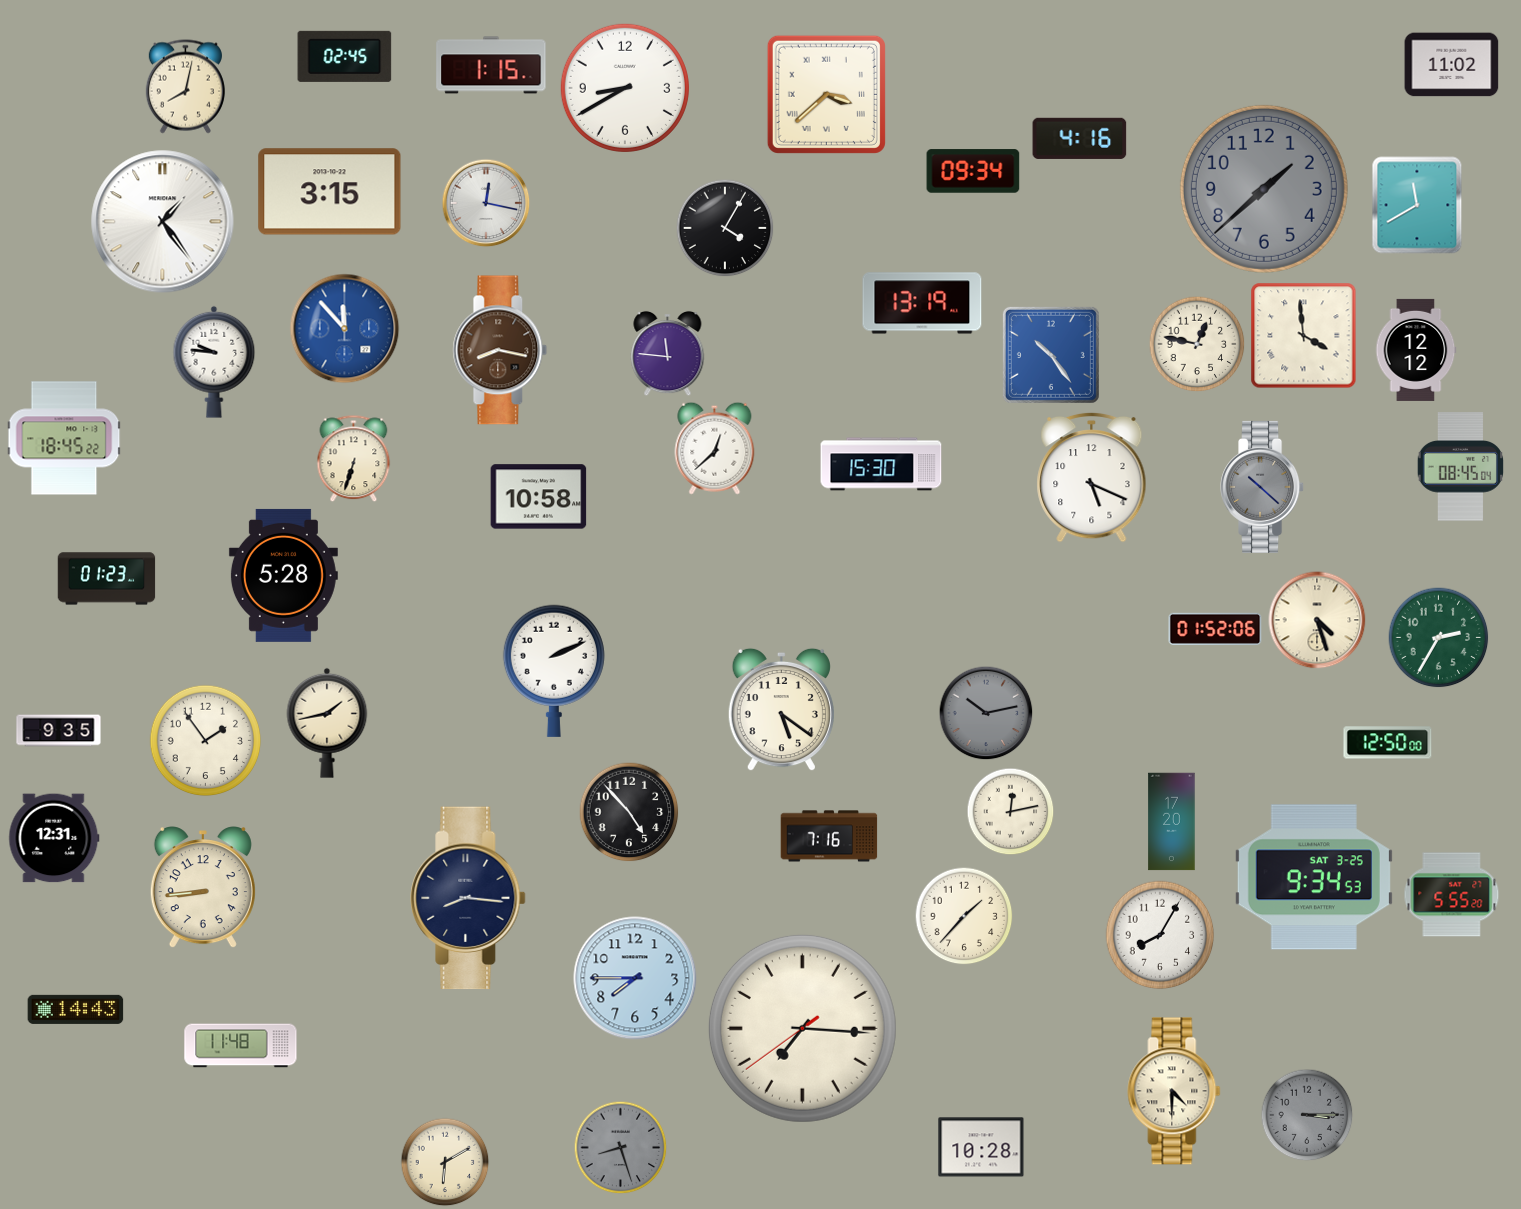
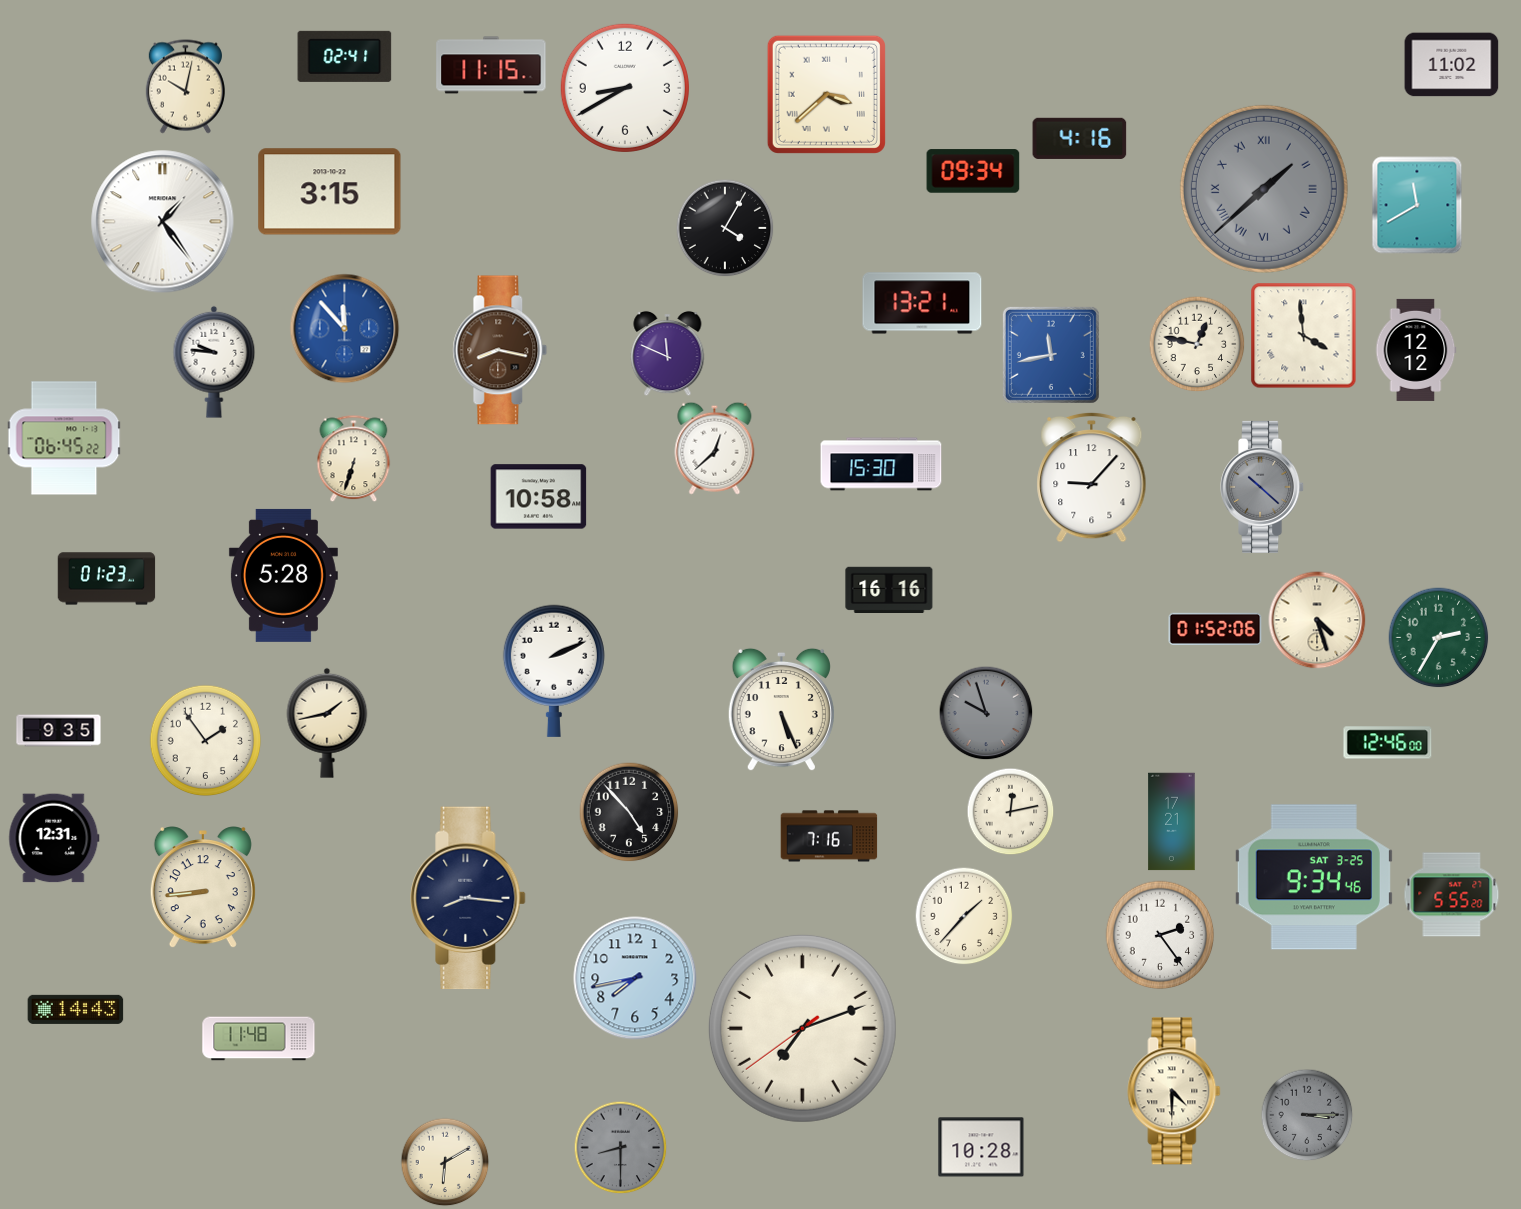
clock at (345, 56): 02:45 -> 02:41
clock at (491, 65): 1:15 -> 11:15
clock at (185, 87): 8:02 -> 10:02
clock at (1264, 189) numerals: Arabic -> Roman
clock at (486, 203): 12:17 -> none
clock at (922, 303): 13:19 -> 13:21
clock at (668, 354): 11:46 -> 11:49
clock at (1051, 355): 10:24 -> 11:43
clock at (64, 438): 18:45 -> 06:45
clock at (1460, 467): 08:45 -> none
clock at (1092, 477): 5:19 -> 9:07
clock at (889, 589): none -> 16:16
clock at (781, 710): 5:21 -> 5:26
clock at (986, 713): 10:13 -> 9:57
clock at (1388, 743): 12:50 -> 12:46
clock at (1172, 822): 17:20 -> 17:21
clock at (1314, 877): 9:34:53 -> 9:34:46
clock at (1160, 935): 8:05 -> 2:24
clock at (635, 978): 7:45 -> 7:43
clock at (802, 1028): 7:15 -> 7:11
clock at (241, 1046) position: (241, 1046) -> (259, 1039)
clock at (621, 1148): 8:27 -> 8:30
